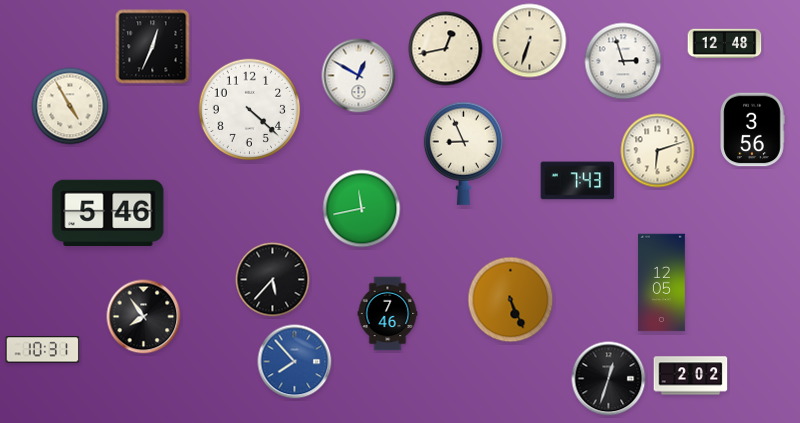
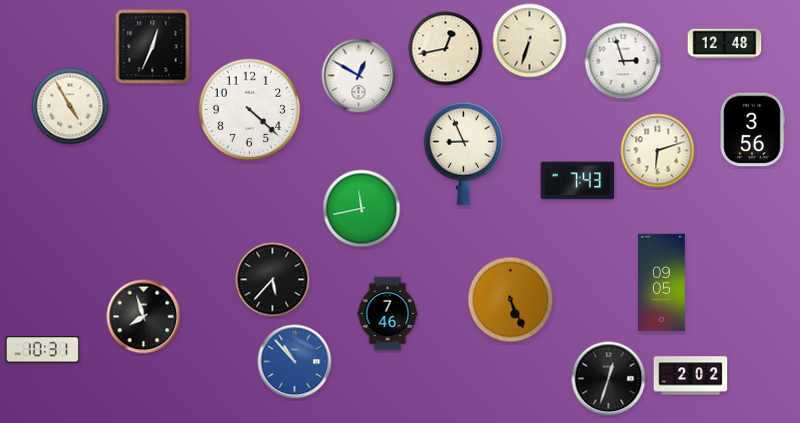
clock at (108, 212): 5:46 -> none
clock at (662, 283): 12:05 -> 09:05
clock at (144, 317): 7:54 -> 7:57
clock at (295, 362): 7:53 -> 10:53
